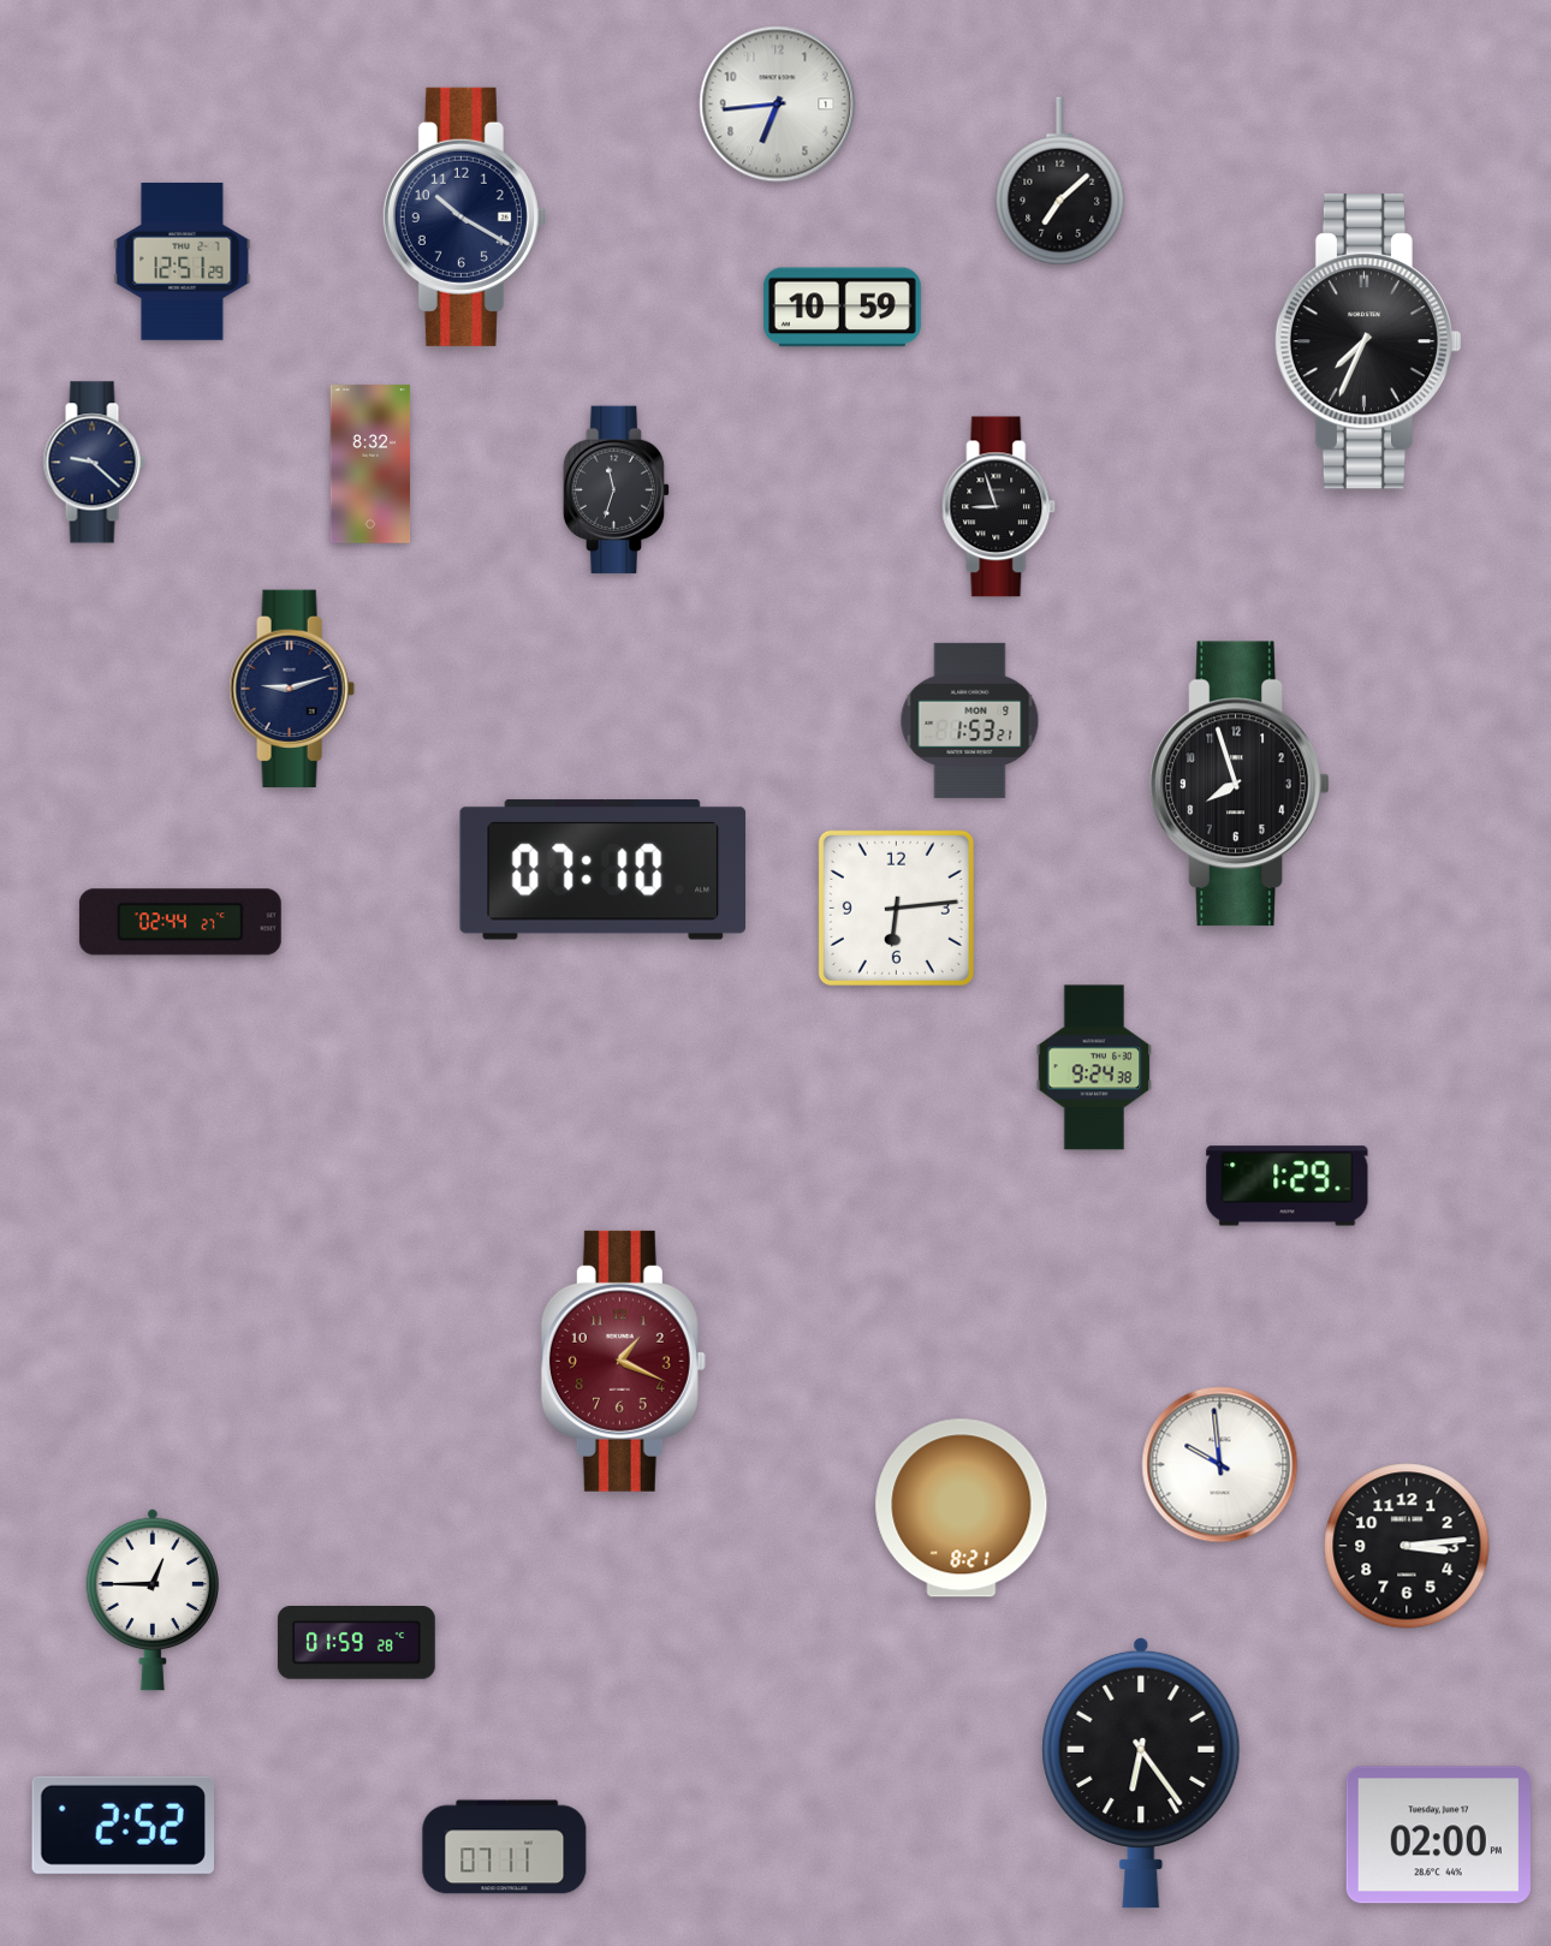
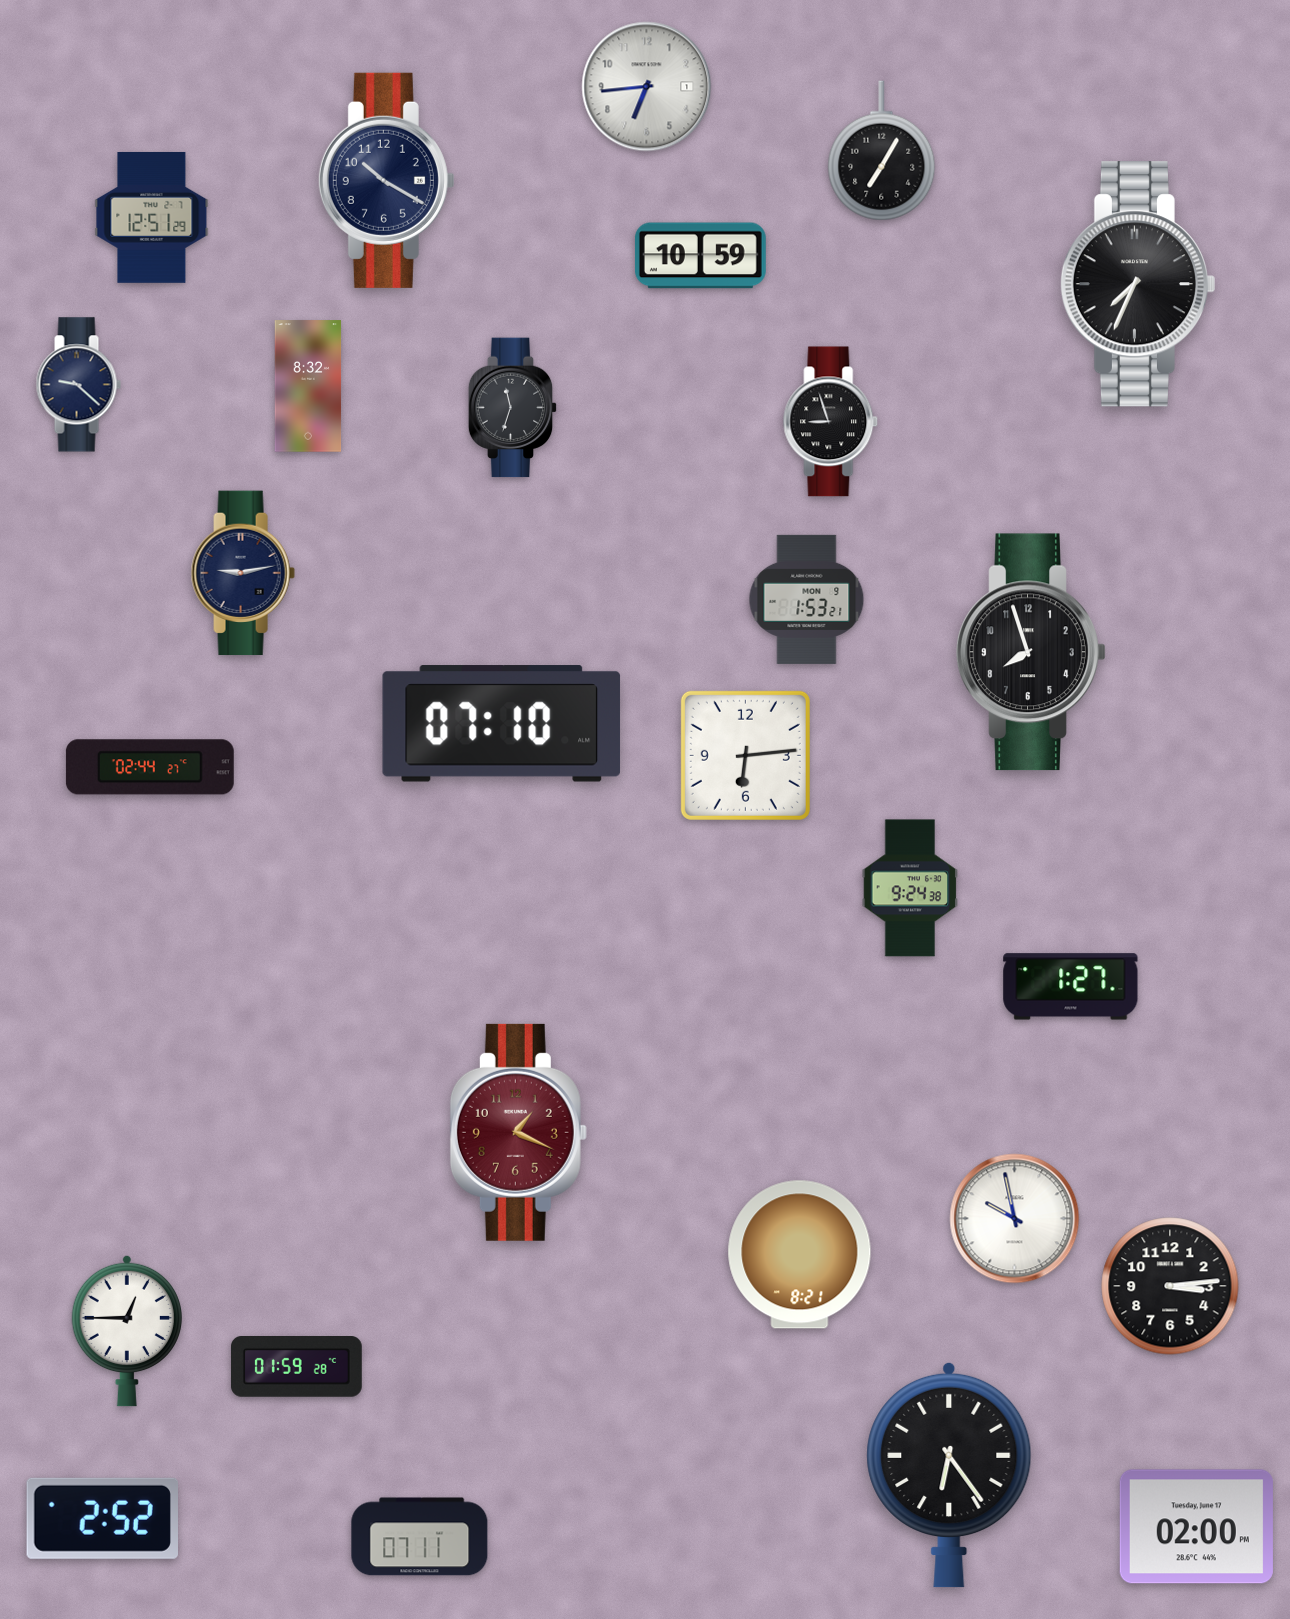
clock at (1060, 181): 7:08 -> 7:05
clock at (292, 689): 9:12 -> 9:13
clock at (1288, 1186): 1:29 -> 1:27
clock at (1220, 1465): 9:59 -> 9:58
